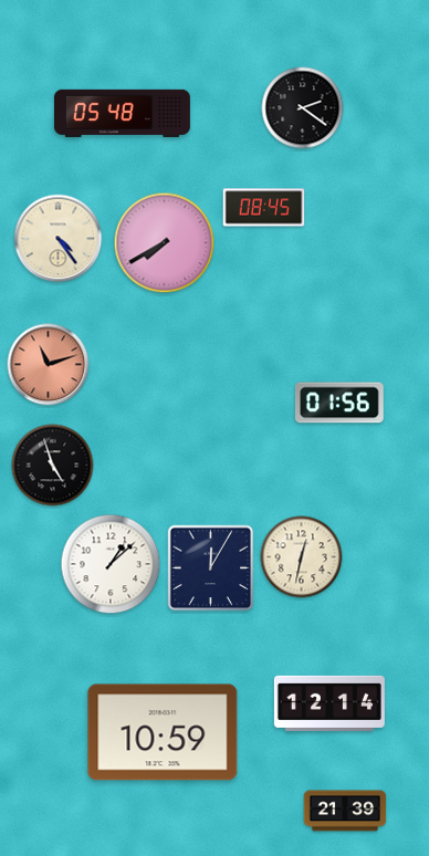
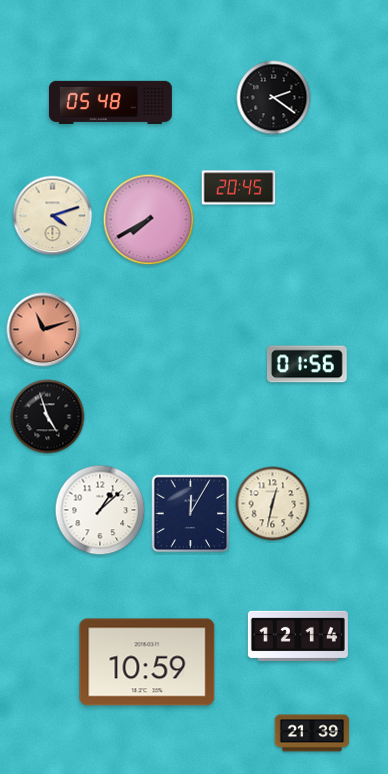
clock at (264, 208): 08:45 -> 20:45
clock at (59, 239): 4:24 -> 4:12
clock at (53, 466) position: (53, 466) -> (48, 417)
